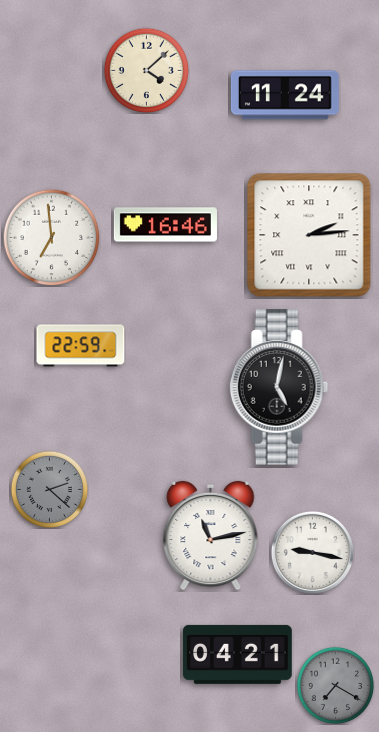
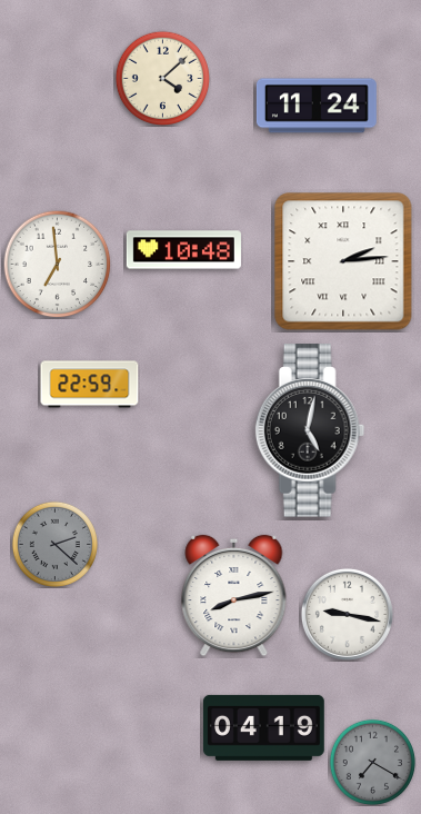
clock at (165, 225): 16:46 -> 10:48
clock at (211, 536): 11:13 -> 8:13
clock at (237, 654): 04:21 -> 04:19
